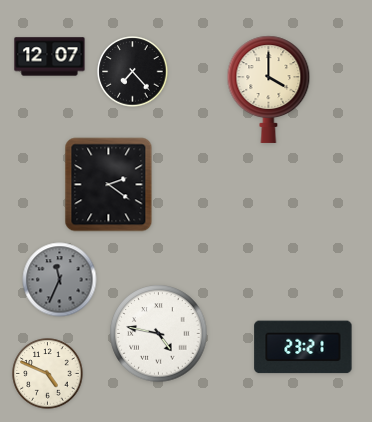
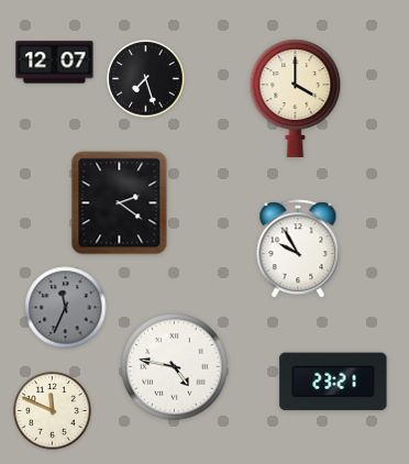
clock at (133, 72): 7:23 -> 7:27
clock at (298, 250): none -> 9:55
clock at (48, 374): 4:49 -> 11:49
